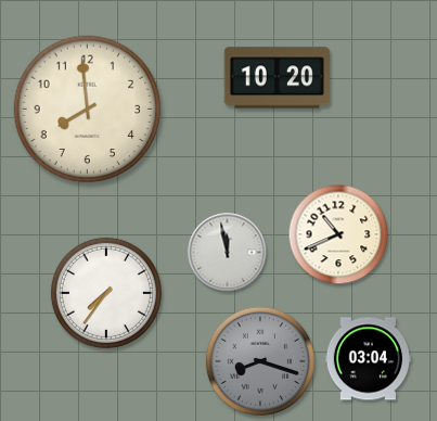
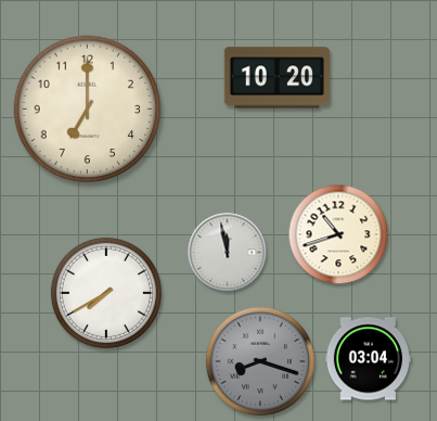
clock at (88, 110): 7:59 -> 7:00
clock at (338, 234): 10:41 -> 10:42
clock at (106, 293): 7:36 -> 7:40
